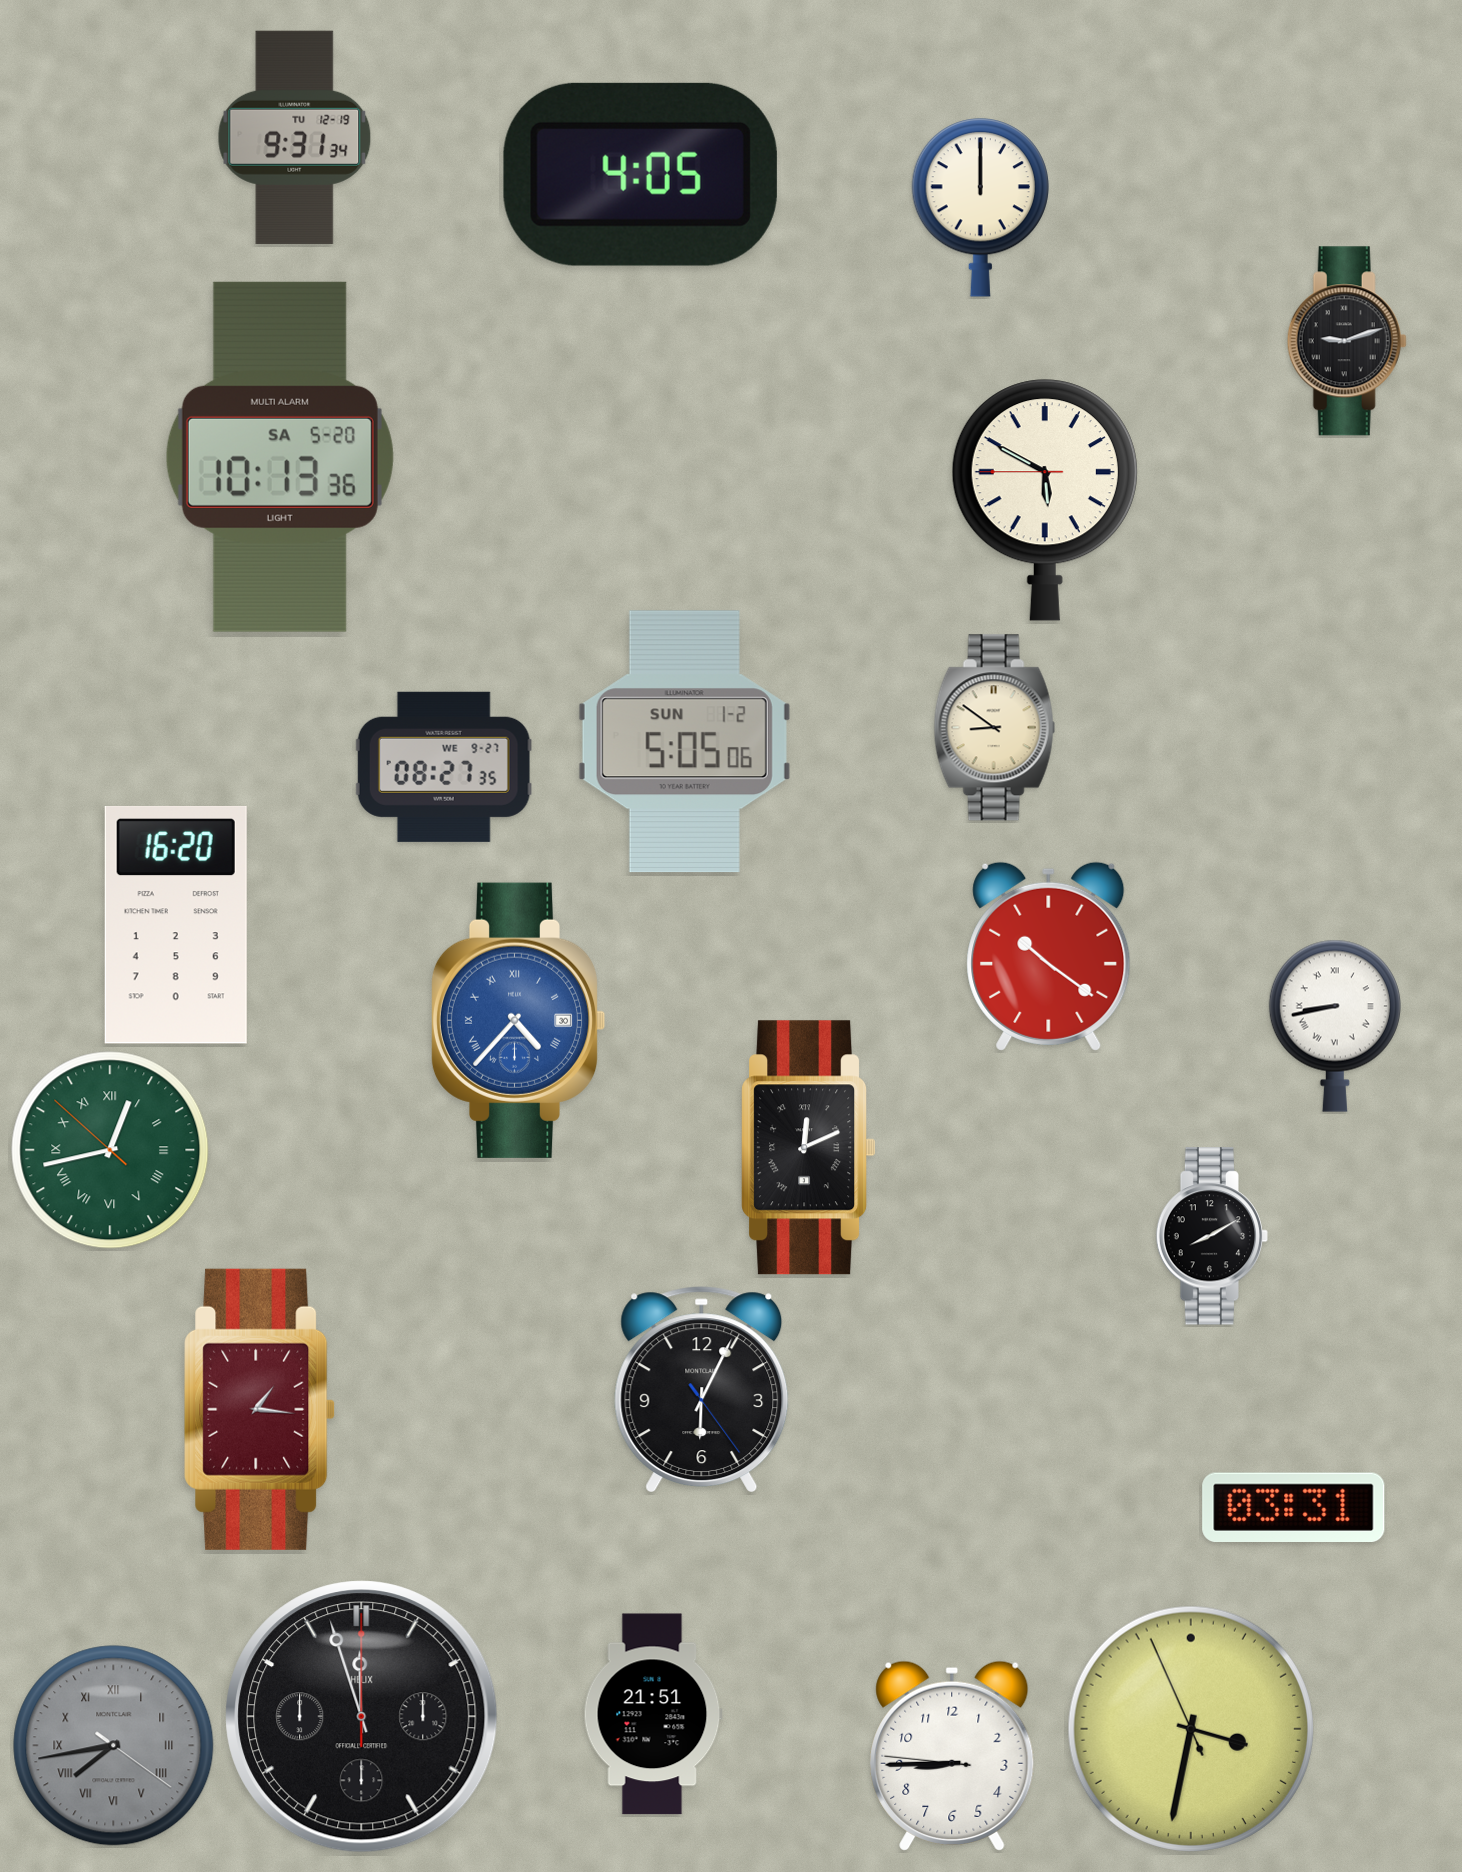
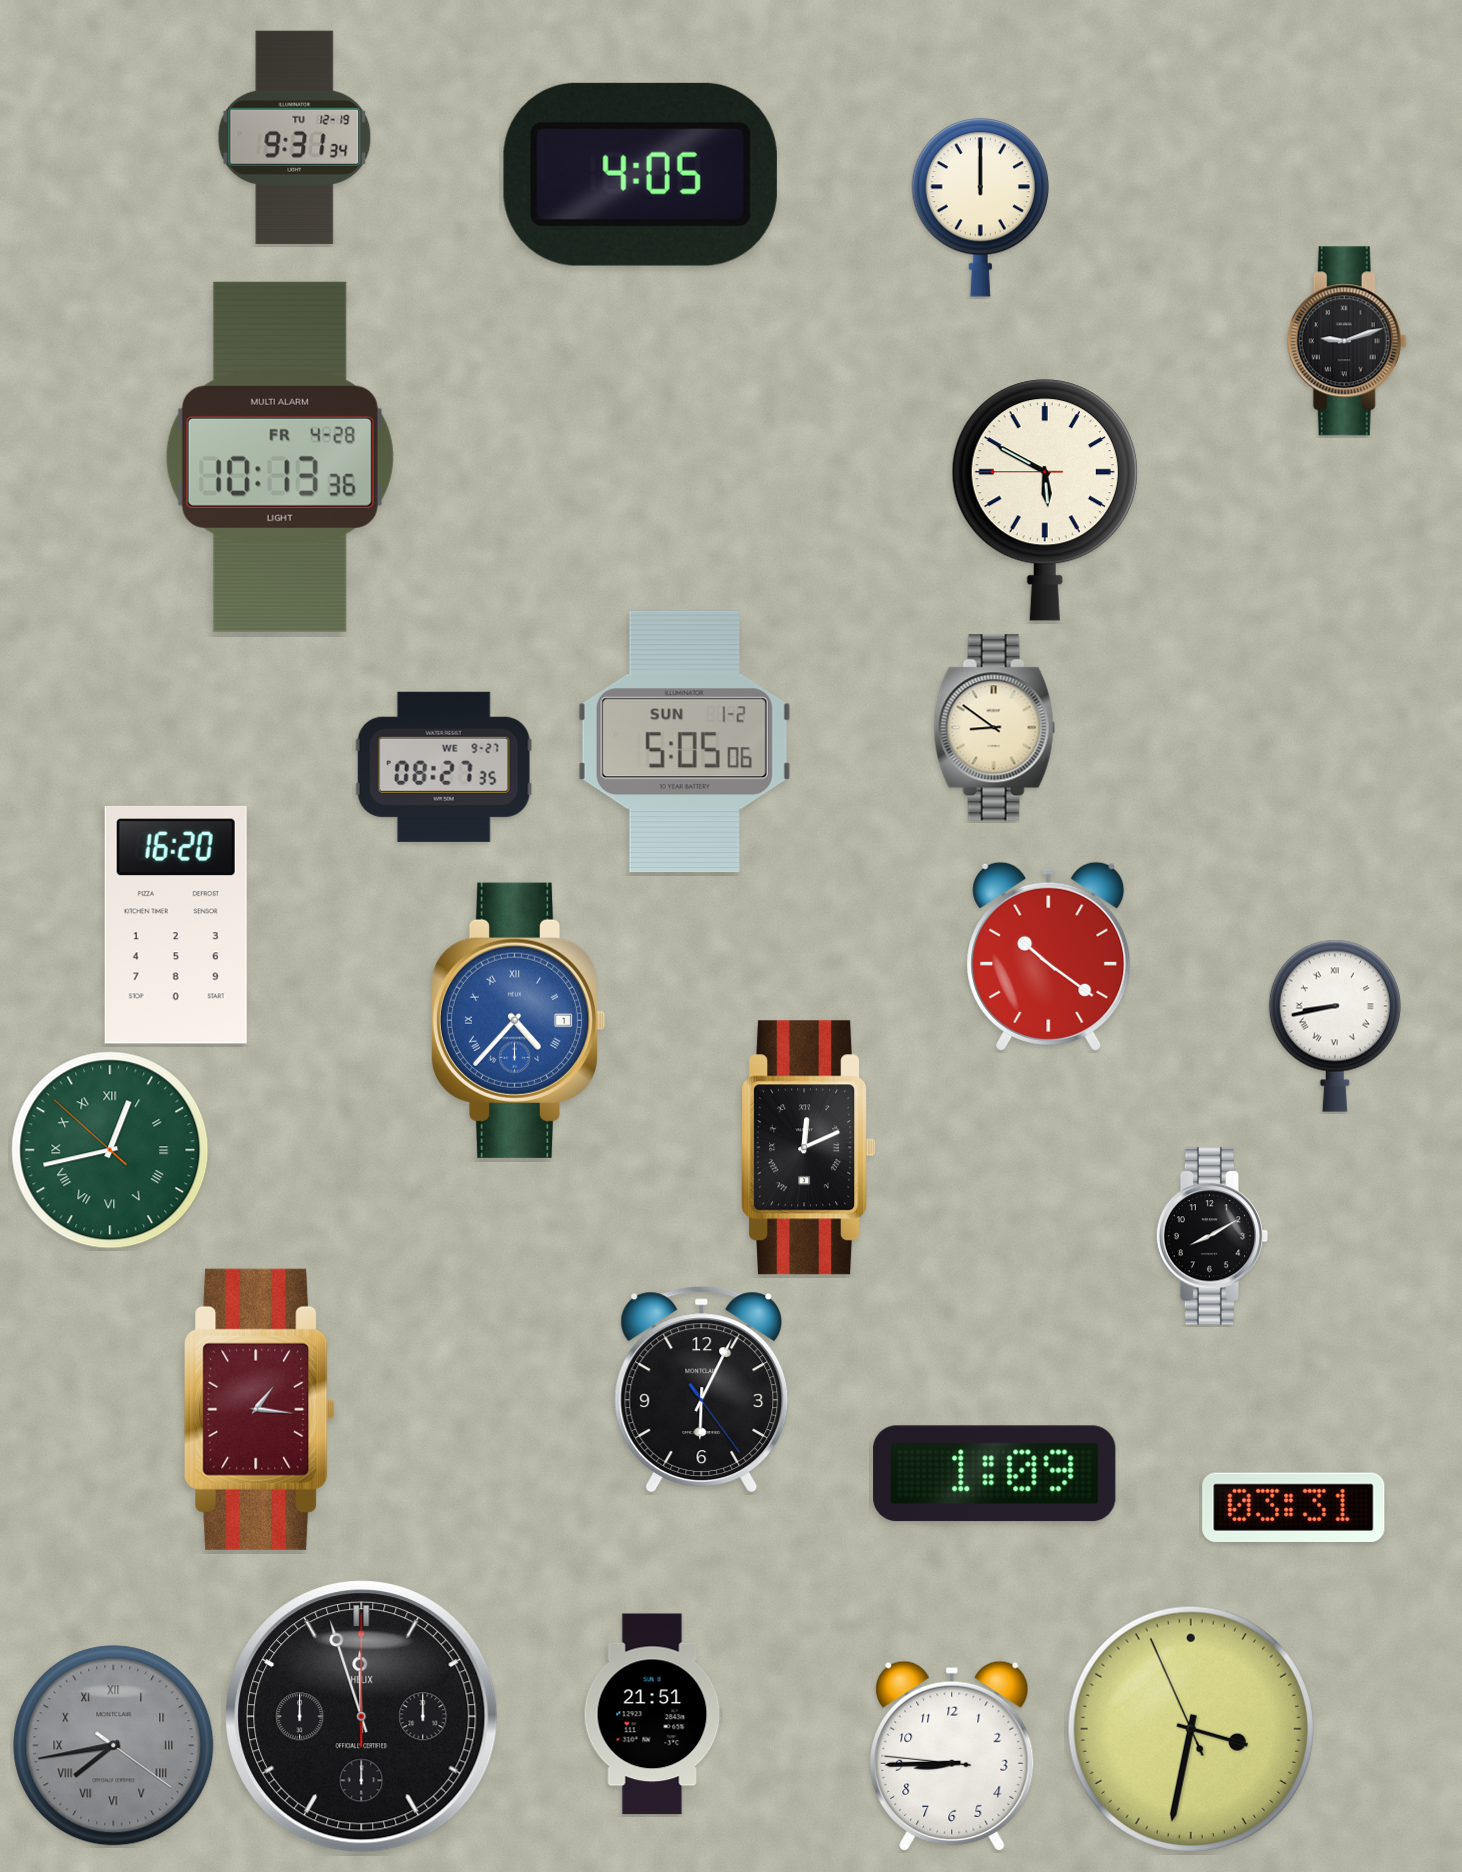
clock at (280, 457) date: SA 5-20 -> FR 4-28
clock at (518, 1020) date: 30 -> 1
clock at (995, 1474): none -> 1:09
